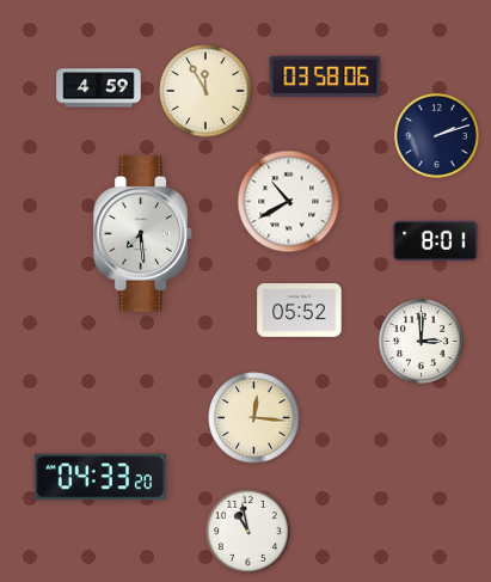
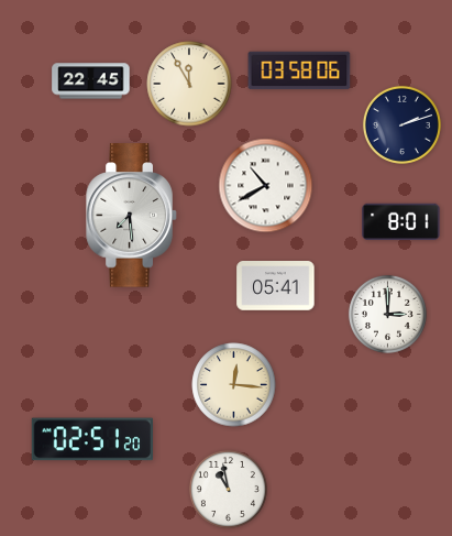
clock at (99, 88): 4:59 -> 22:45
clock at (300, 311): 05:52 -> 05:41
clock at (99, 477): 04:33 -> 02:51
